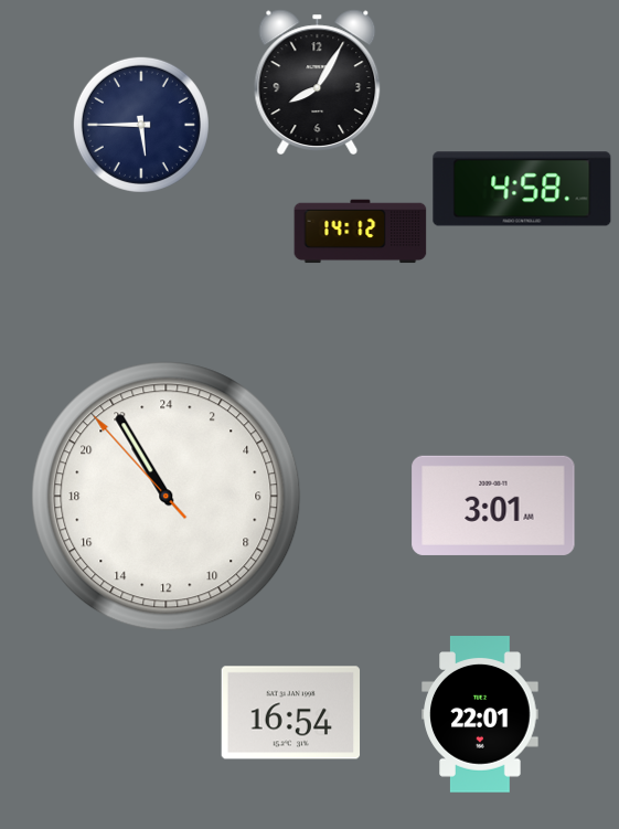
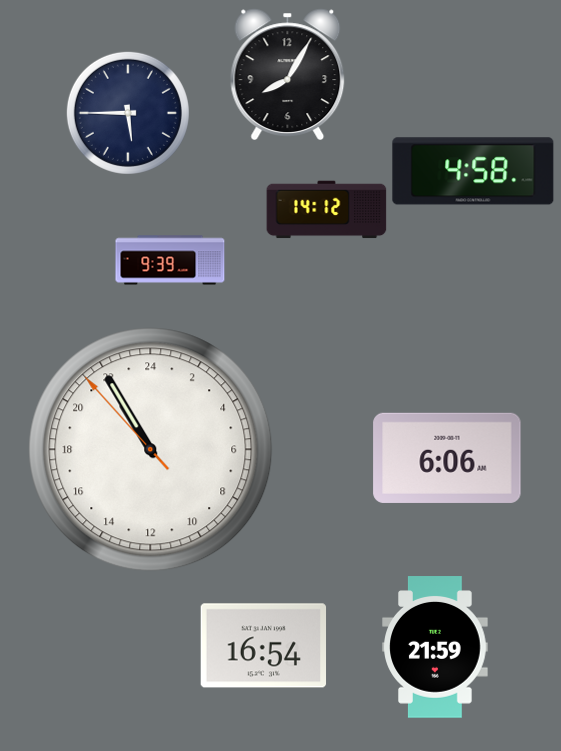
clock at (170, 260): none -> 9:39
clock at (493, 506): 3:01 -> 6:06
clock at (480, 714): 22:01 -> 21:59
